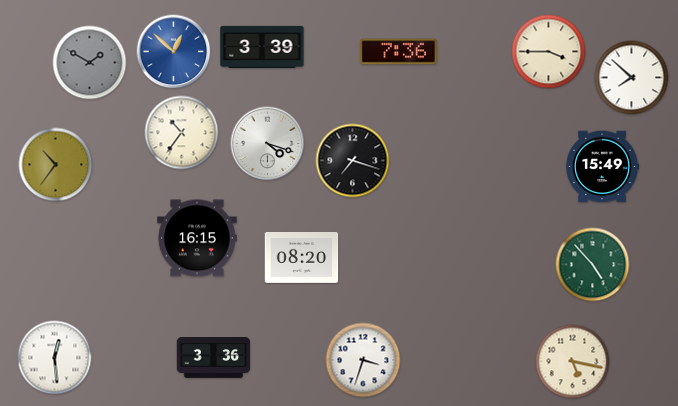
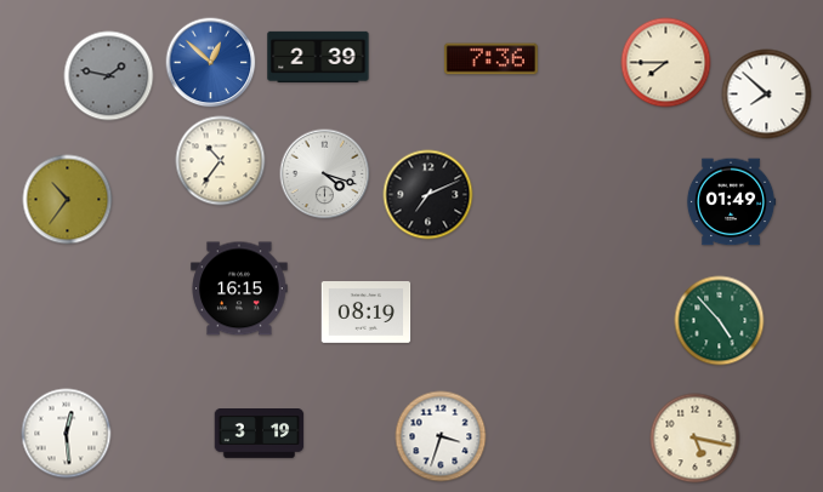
clock at (262, 47): 3:39 -> 2:39
clock at (398, 52) position: (398, 52) -> (490, 59)
clock at (549, 52): 3:45 -> 7:45
clock at (90, 63): 1:50 -> 1:47
clock at (353, 161): 7:18 -> 7:11
clock at (602, 167): 15:49 -> 01:49
clock at (302, 258): 08:20 -> 08:19
clock at (214, 358): 3:36 -> 3:19
